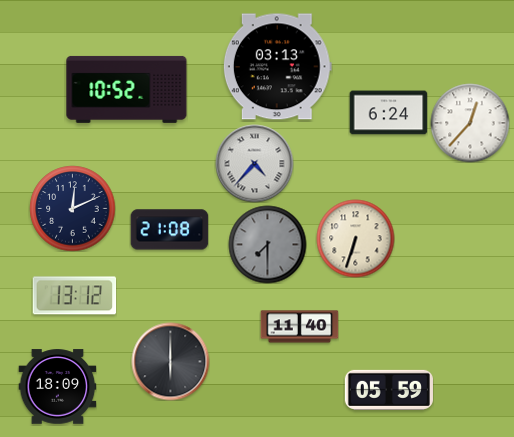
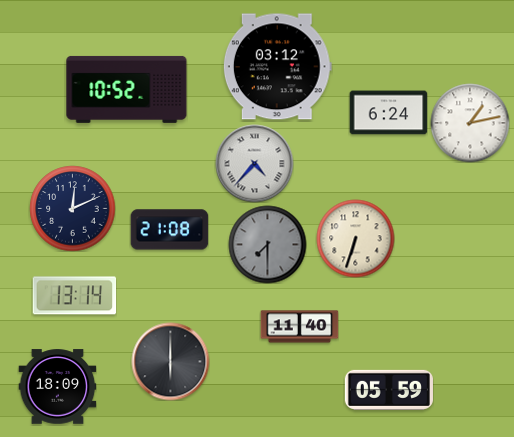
clock at (277, 67): 03:13 -> 03:12
clock at (470, 123): 12:37 -> 1:13
clock at (74, 296): 13:12 -> 13:14
